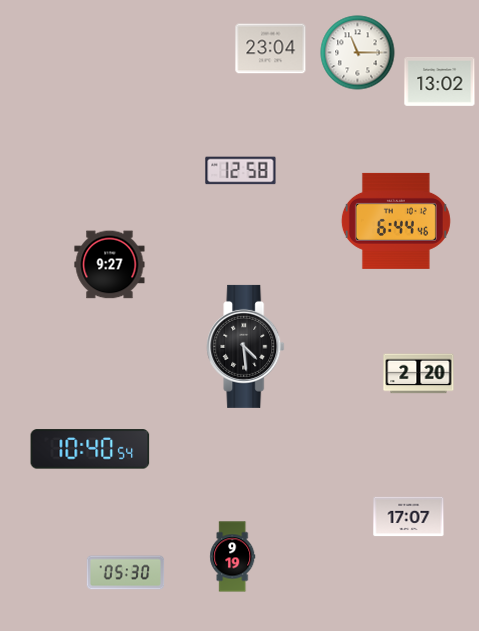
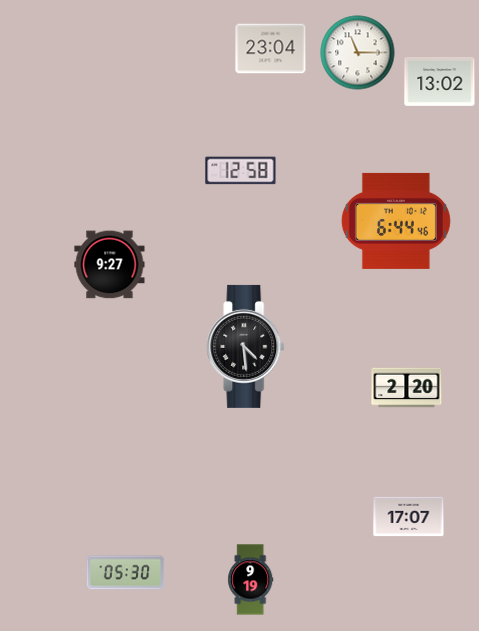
clock at (419, 374) position: (419, 374) -> (407, 388)
clock at (90, 449): 10:40 -> none
clock at (233, 557) position: (233, 557) -> (251, 580)
